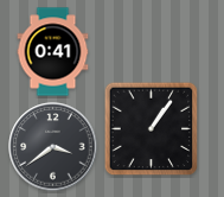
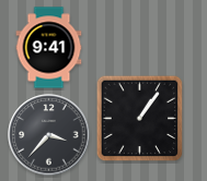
clock at (53, 52): 0:41 -> 9:41
clock at (53, 147): 3:39 -> 3:37
